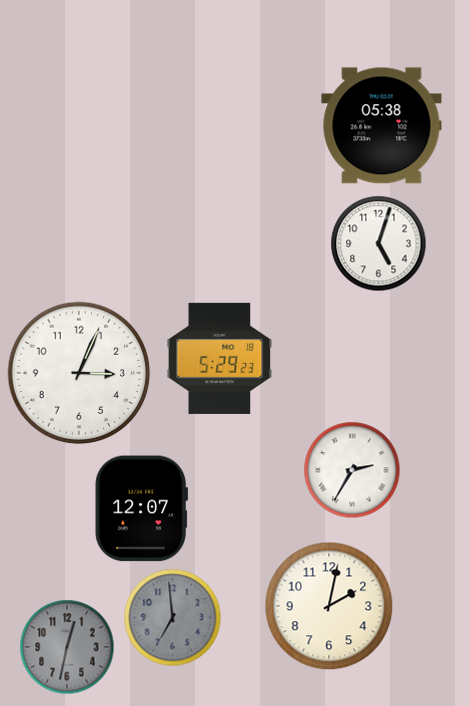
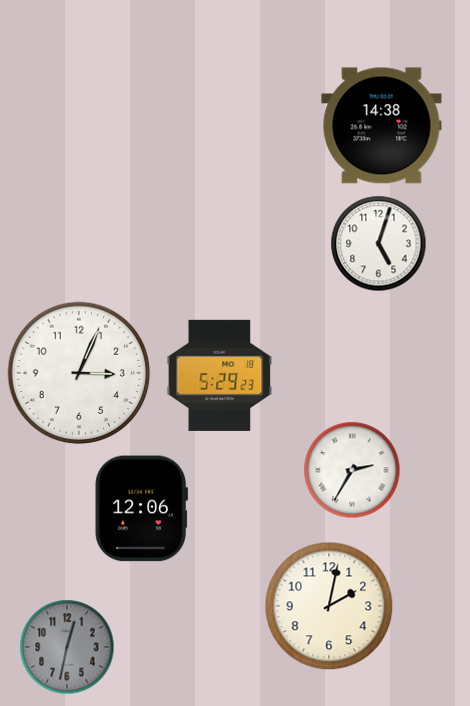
clock at (382, 126): 05:38 -> 14:38
clock at (220, 358) position: (220, 358) -> (220, 375)
clock at (141, 509): 12:07 -> 12:06
clock at (173, 618): 6:59 -> none
